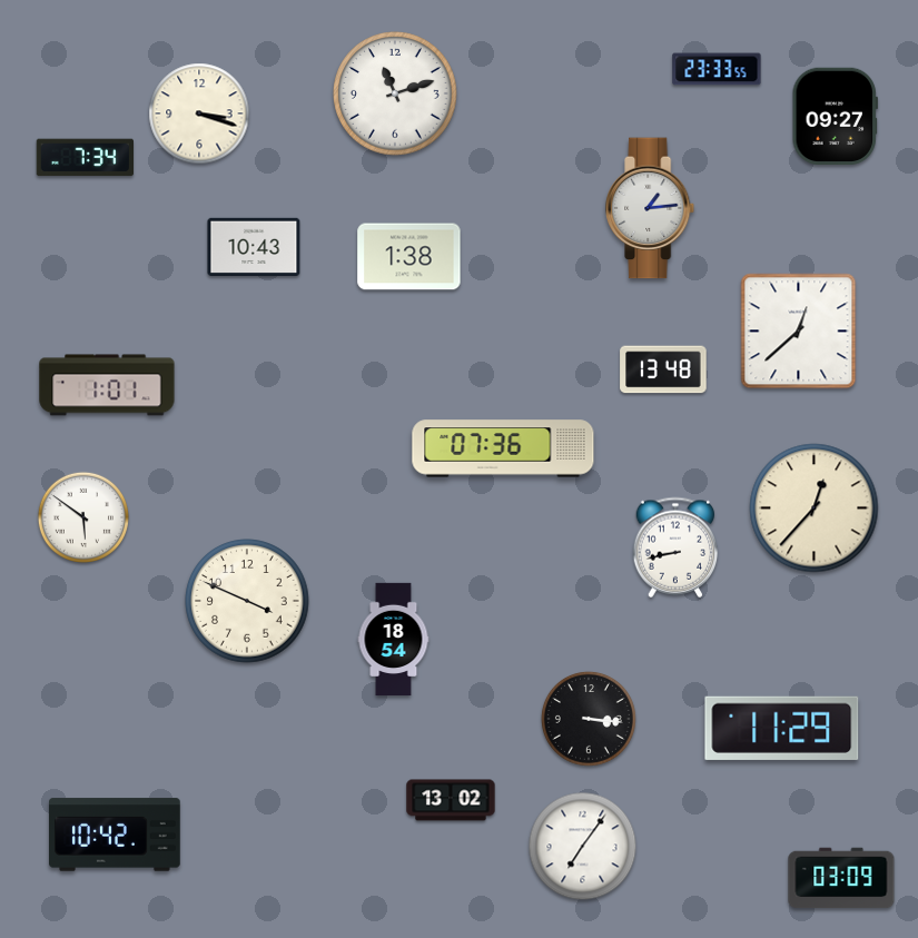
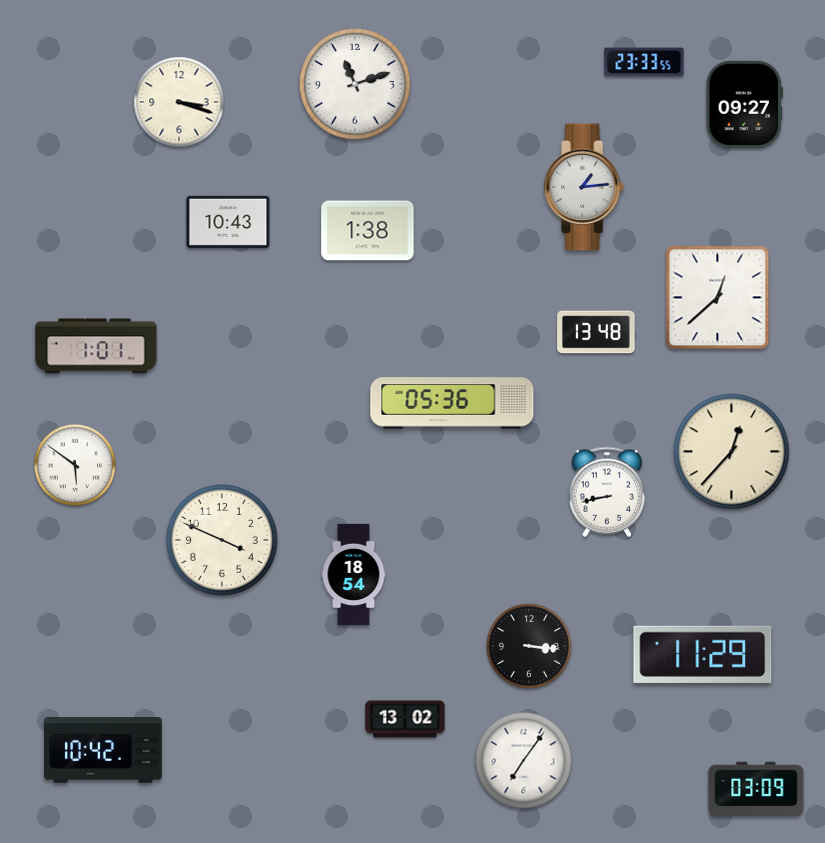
clock at (835, 116) position: (835, 116) -> (744, 104)
clock at (85, 158): 7:34 -> none
clock at (503, 448): 07:36 -> 05:36
clock at (815, 509) position: (815, 509) -> (732, 452)
